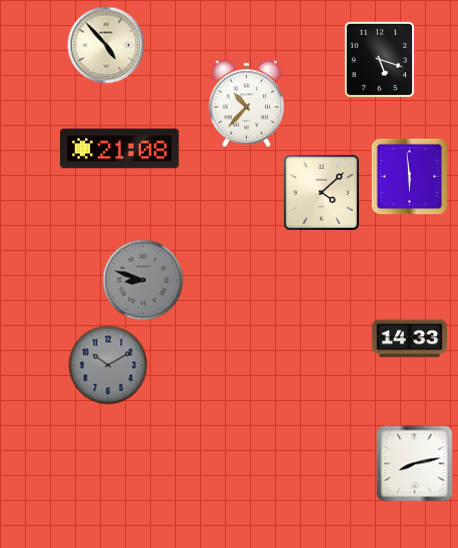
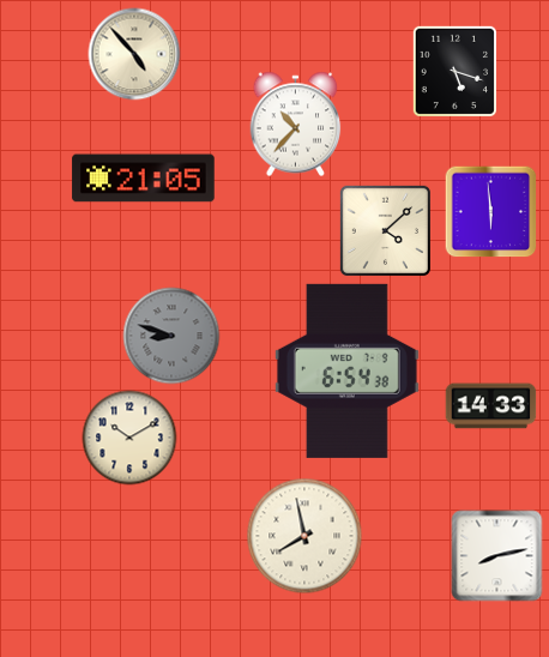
clock at (106, 45) position: (106, 45) -> (134, 54)
clock at (120, 149): 21:08 -> 21:05
clock at (346, 370): none -> 6:54
clock at (108, 365) dial: grey -> cream
clock at (304, 536): none -> 7:58
